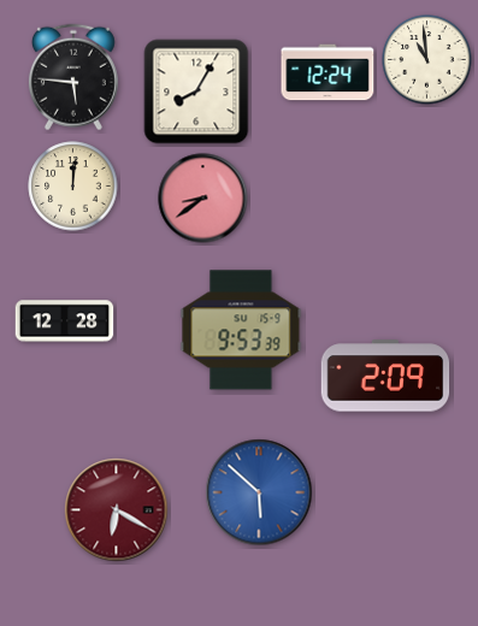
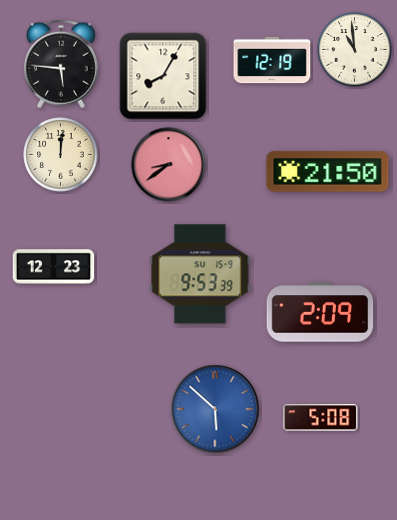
clock at (327, 72): 12:24 -> 12:19
clock at (328, 172): none -> 21:50
clock at (65, 321): 12:28 -> 12:23
clock at (321, 418): none -> 5:08
clock at (117, 510): 6:20 -> none
